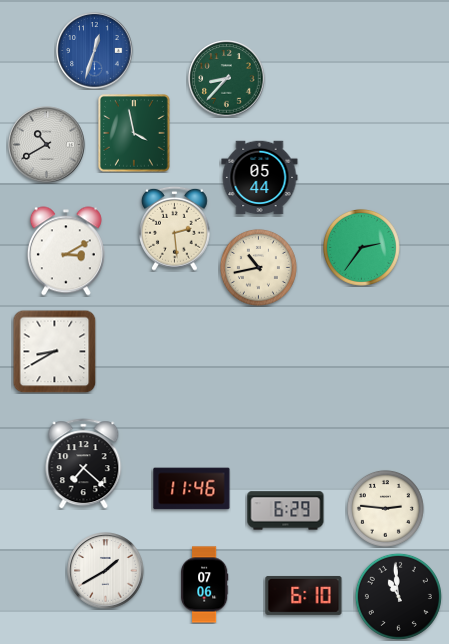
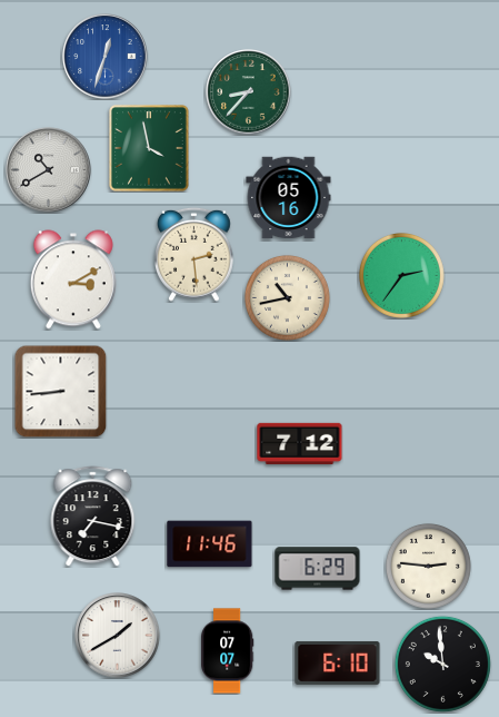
clock at (227, 79) position: (227, 79) -> (249, 92)
clock at (47, 145) position: (47, 145) -> (49, 170)
clock at (260, 178): 05:44 -> 05:16
clock at (54, 351): 8:40 -> 8:44
clock at (300, 443): none -> 7:12
clock at (84, 464): 7:22 -> 7:17
clock at (192, 489) position: (192, 489) -> (210, 544)
clock at (204, 585): 07:06 -> 07:07
clock at (398, 596): 10:59 -> 9:59
